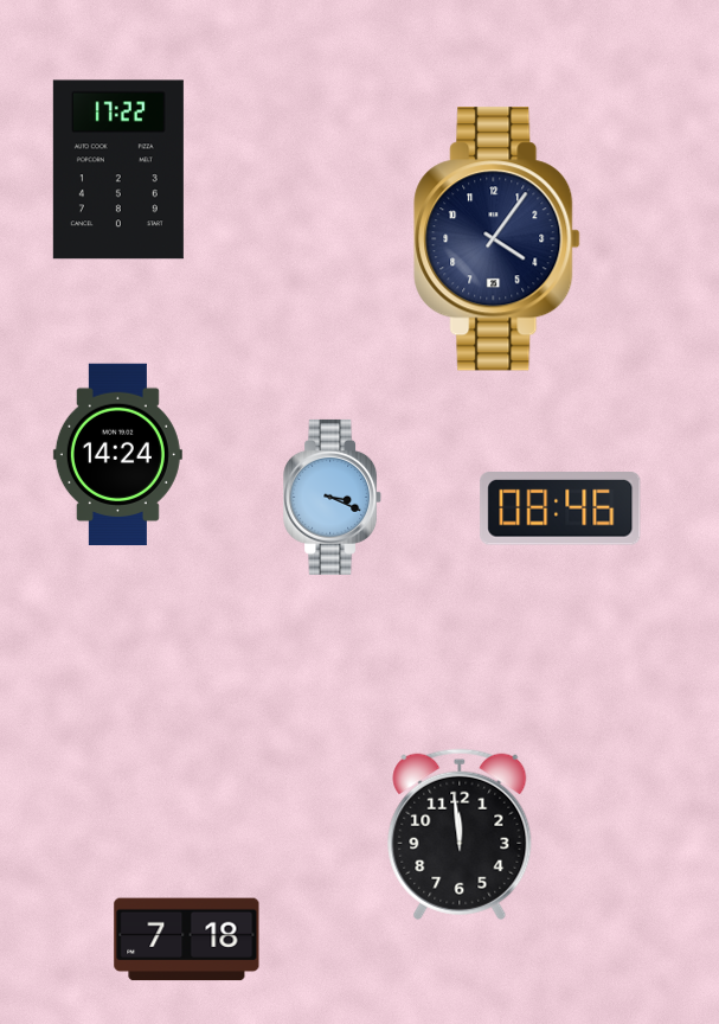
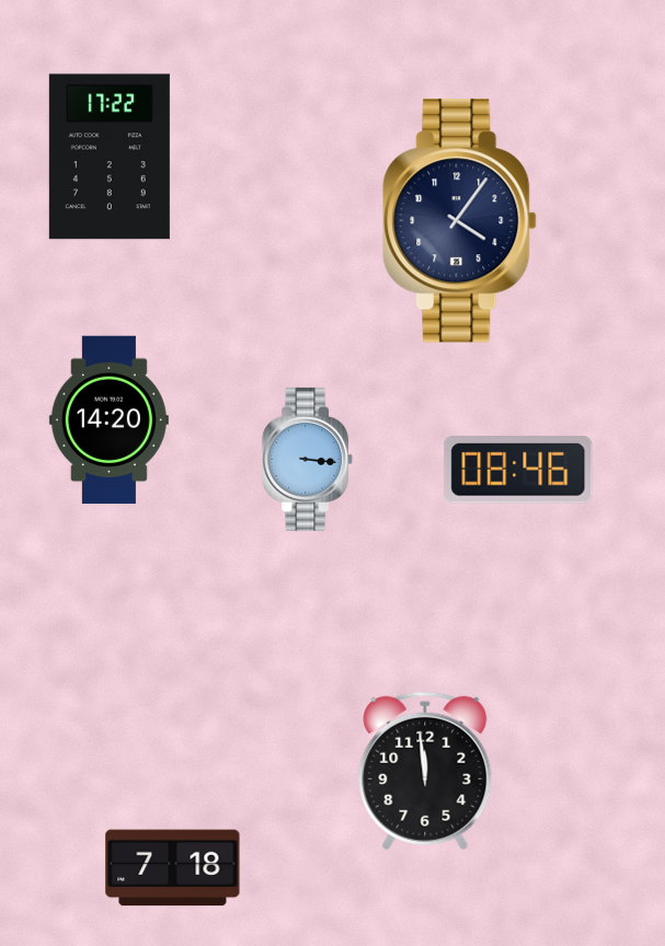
clock at (117, 455): 14:24 -> 14:20
clock at (333, 497): 3:19 -> 3:16
